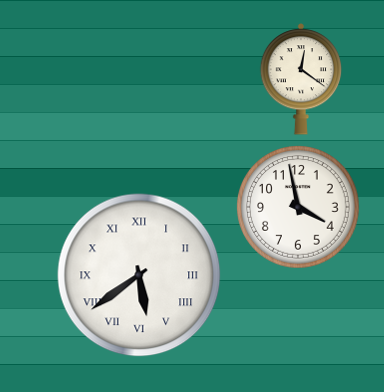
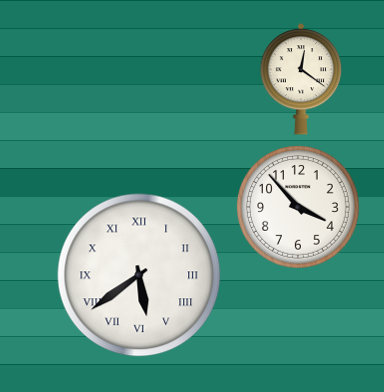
clock at (298, 207): 3:58 -> 3:53
